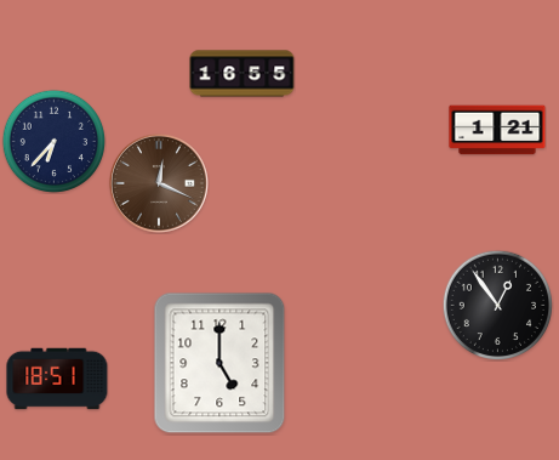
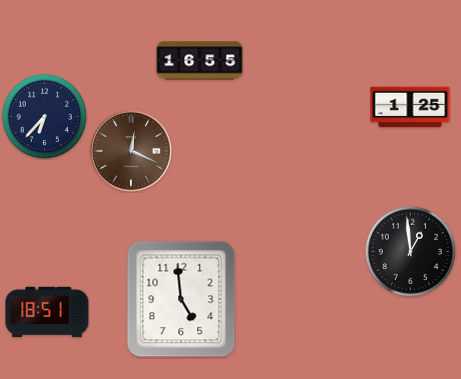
clock at (497, 130): 1:21 -> 1:25
clock at (497, 305): 12:54 -> 12:59
clock at (219, 363): 5:00 -> 4:59
